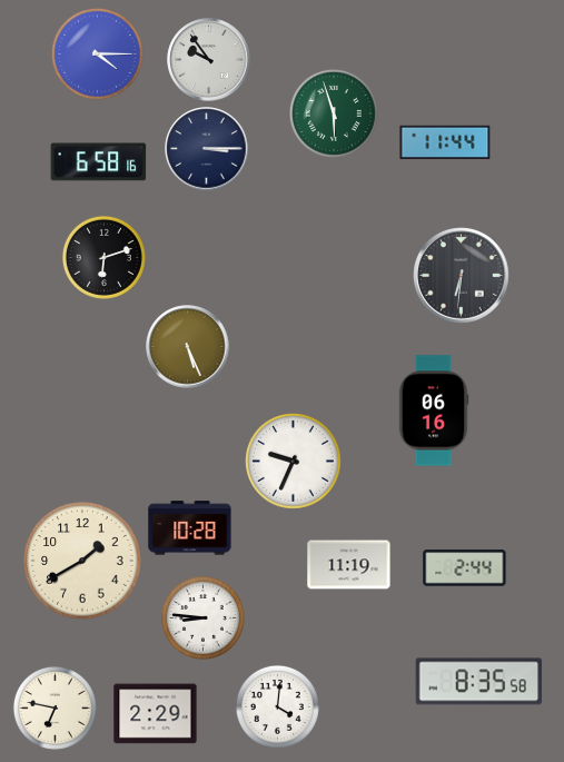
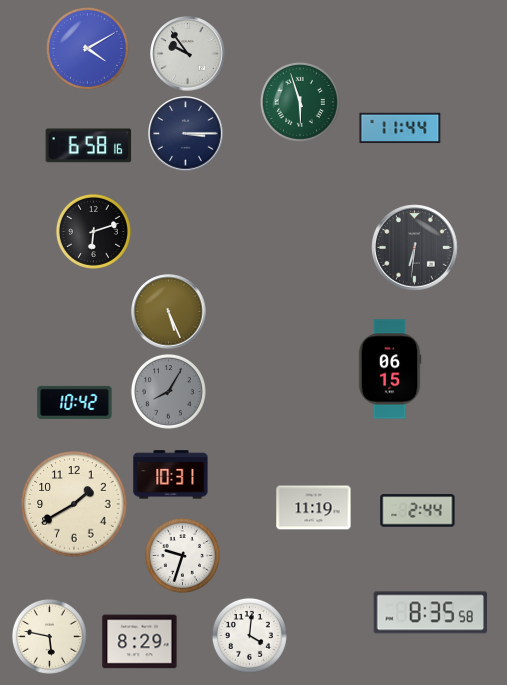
clock at (98, 55): 4:15 -> 4:10
clock at (434, 410): 06:16 -> 06:15
clock at (168, 391): none -> 8:05
clock at (75, 402): none -> 10:42
clock at (294, 462): 9:34 -> none
clock at (190, 528): 10:28 -> 10:31
clock at (202, 617): 8:46 -> 9:33
clock at (55, 707): 6:47 -> 5:47
clock at (156, 714): 2:29 -> 8:29
